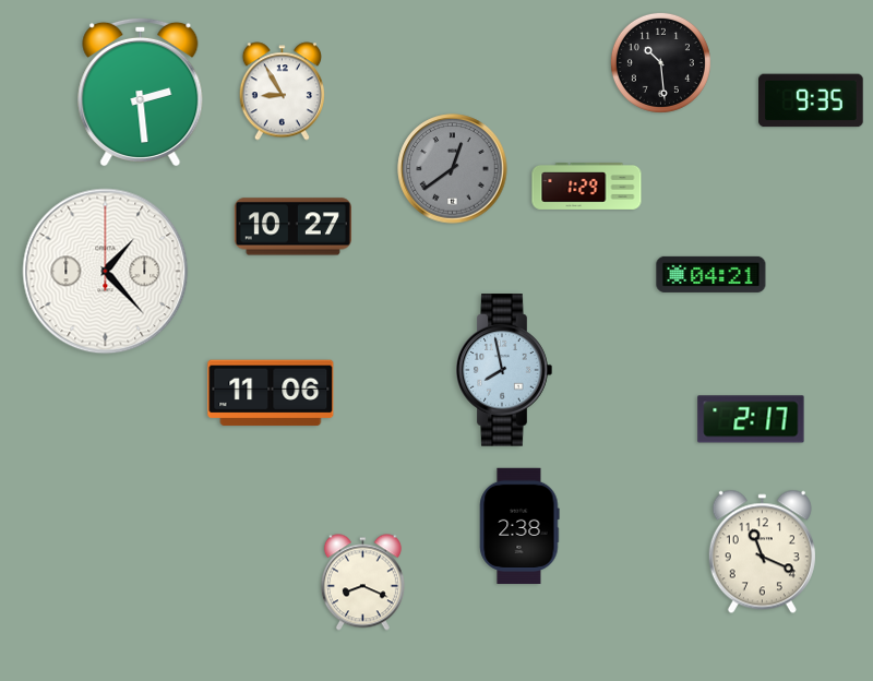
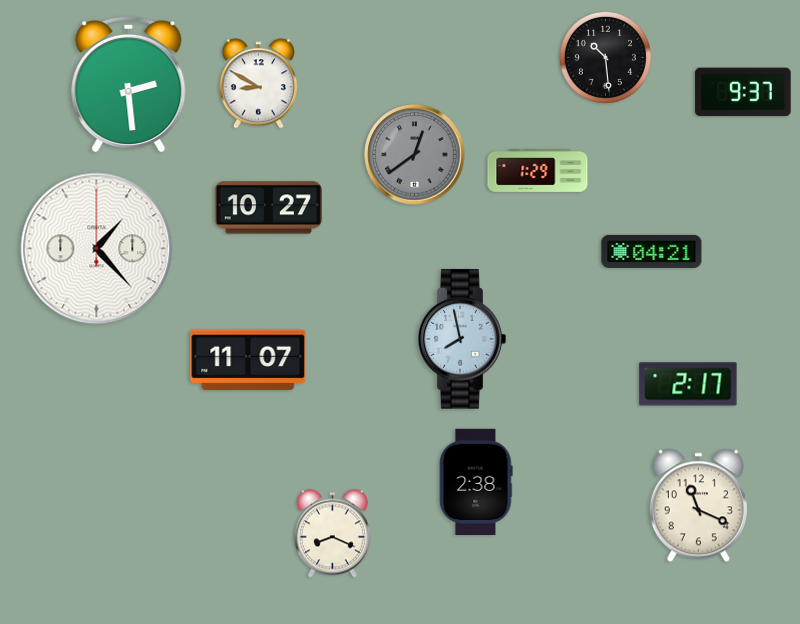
clock at (282, 92): 8:55 -> 8:50
clock at (811, 100): 9:35 -> 9:37
clock at (271, 393): 11:06 -> 11:07
